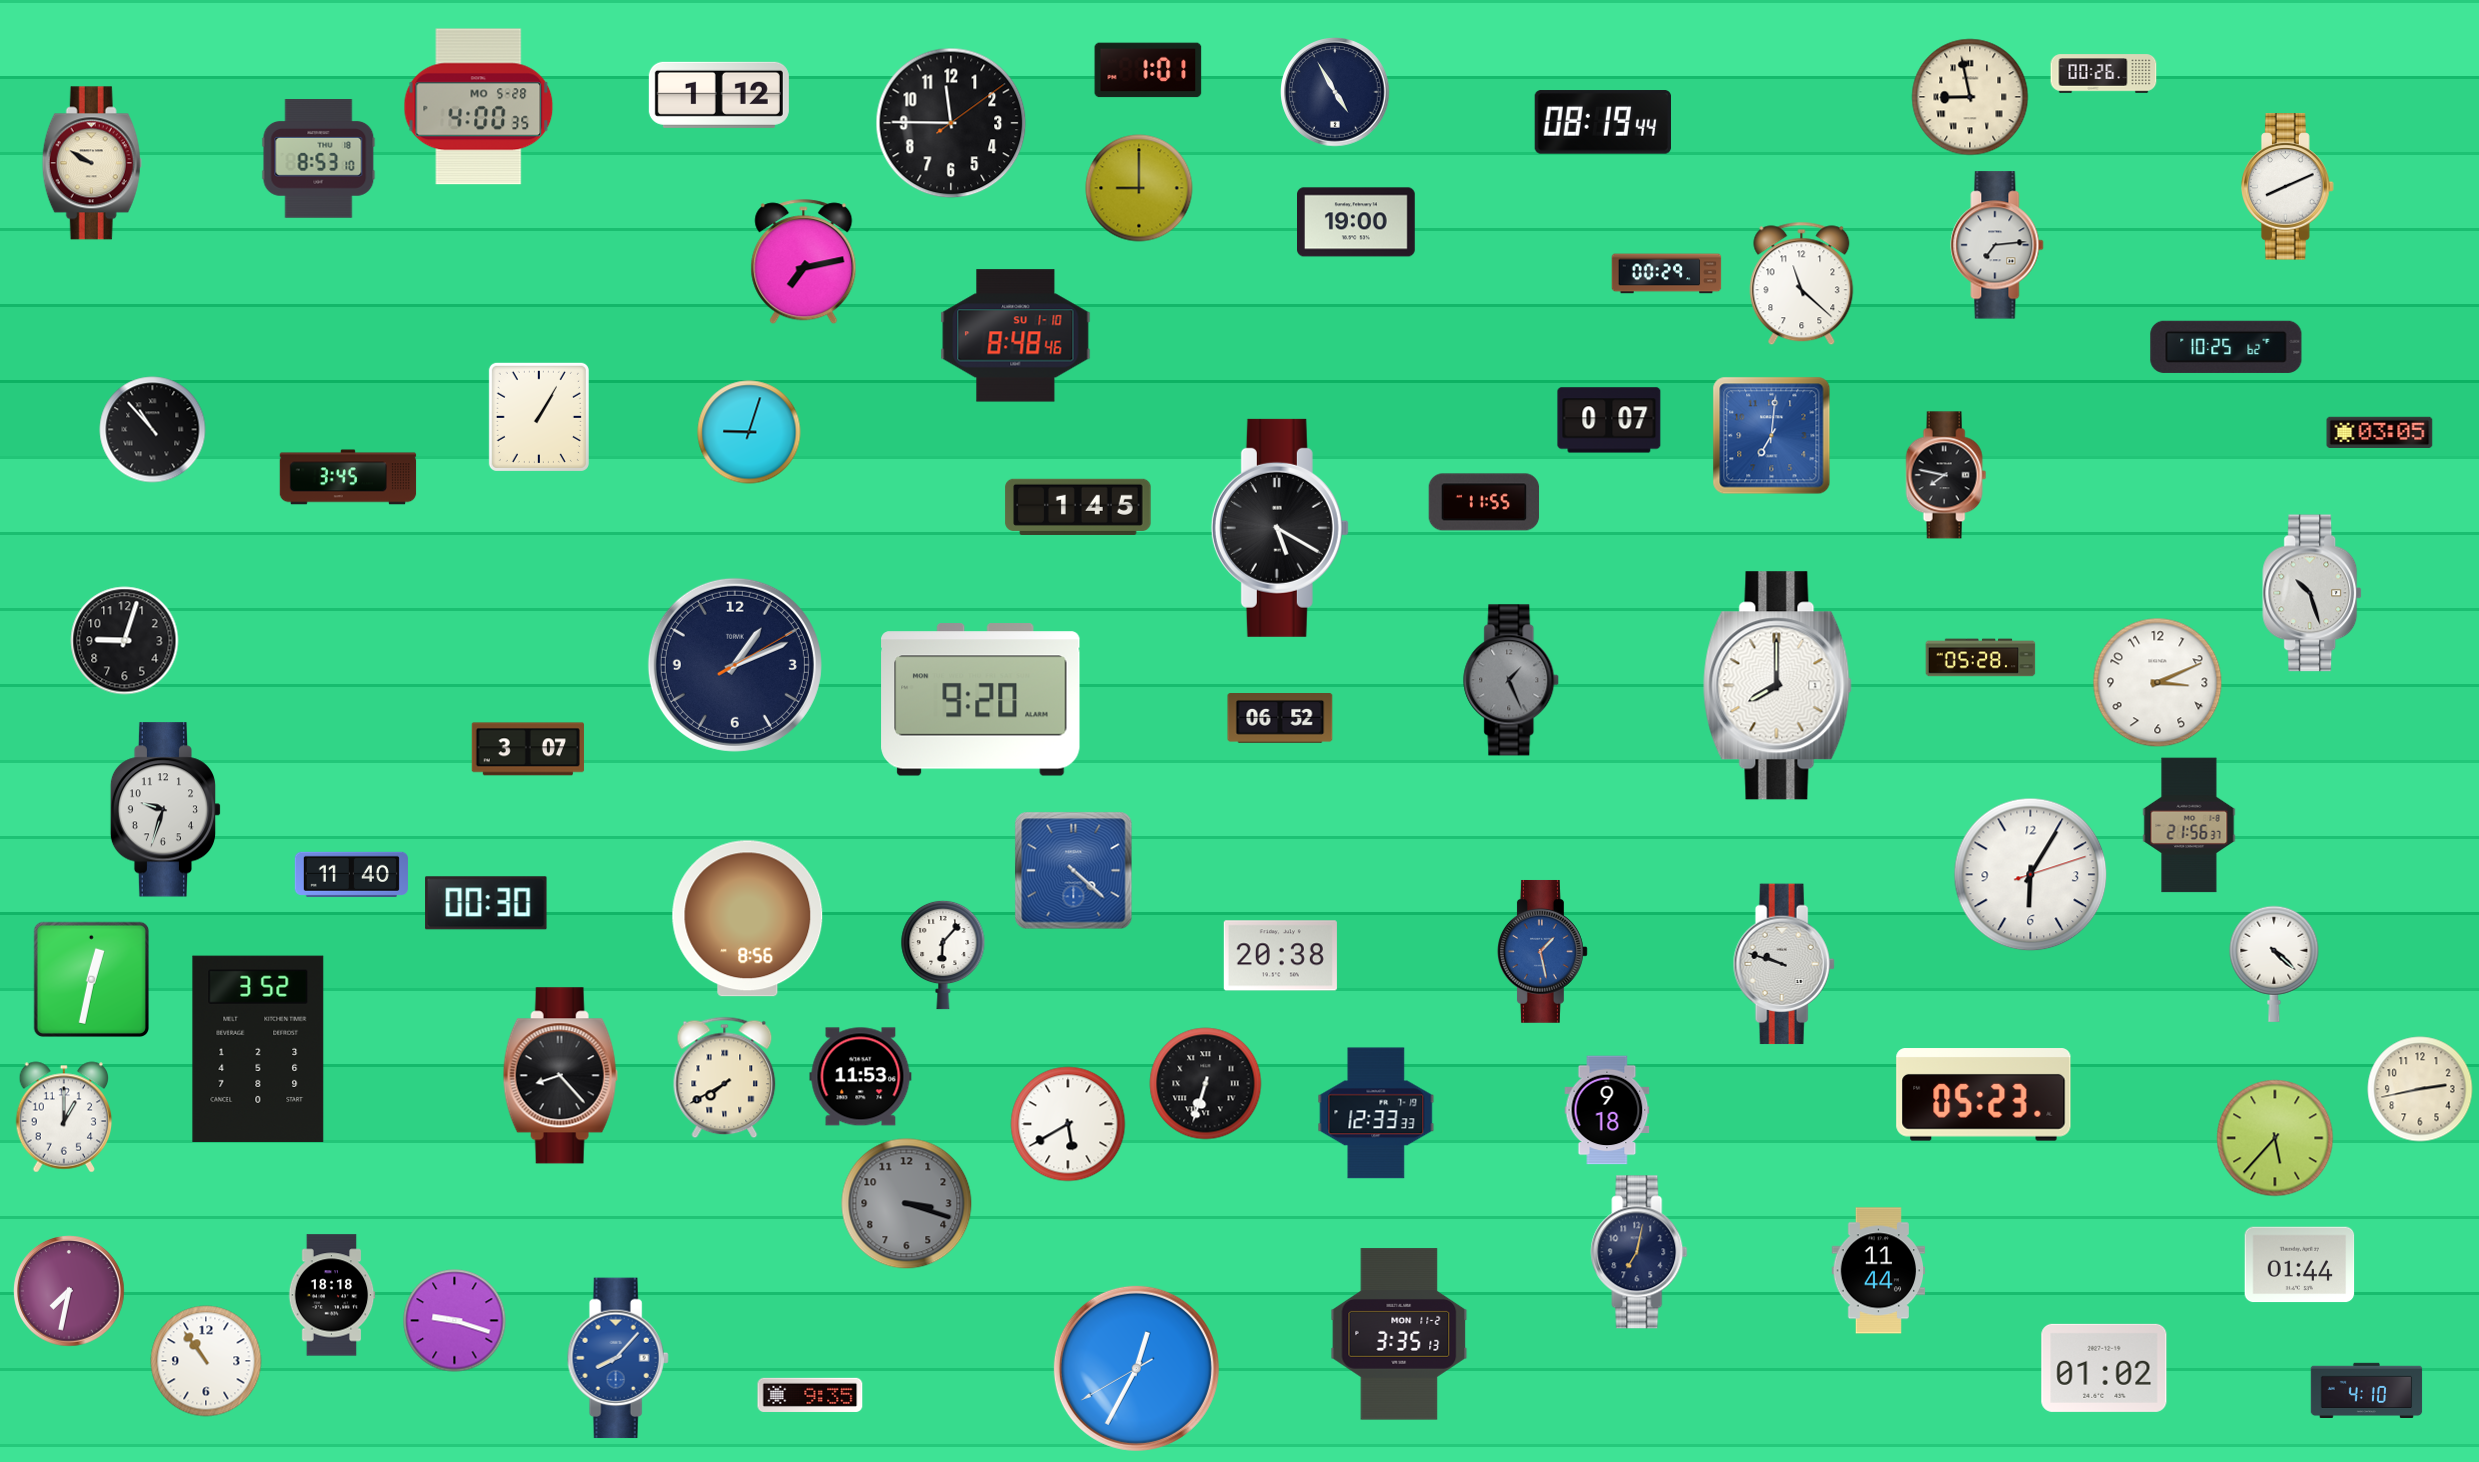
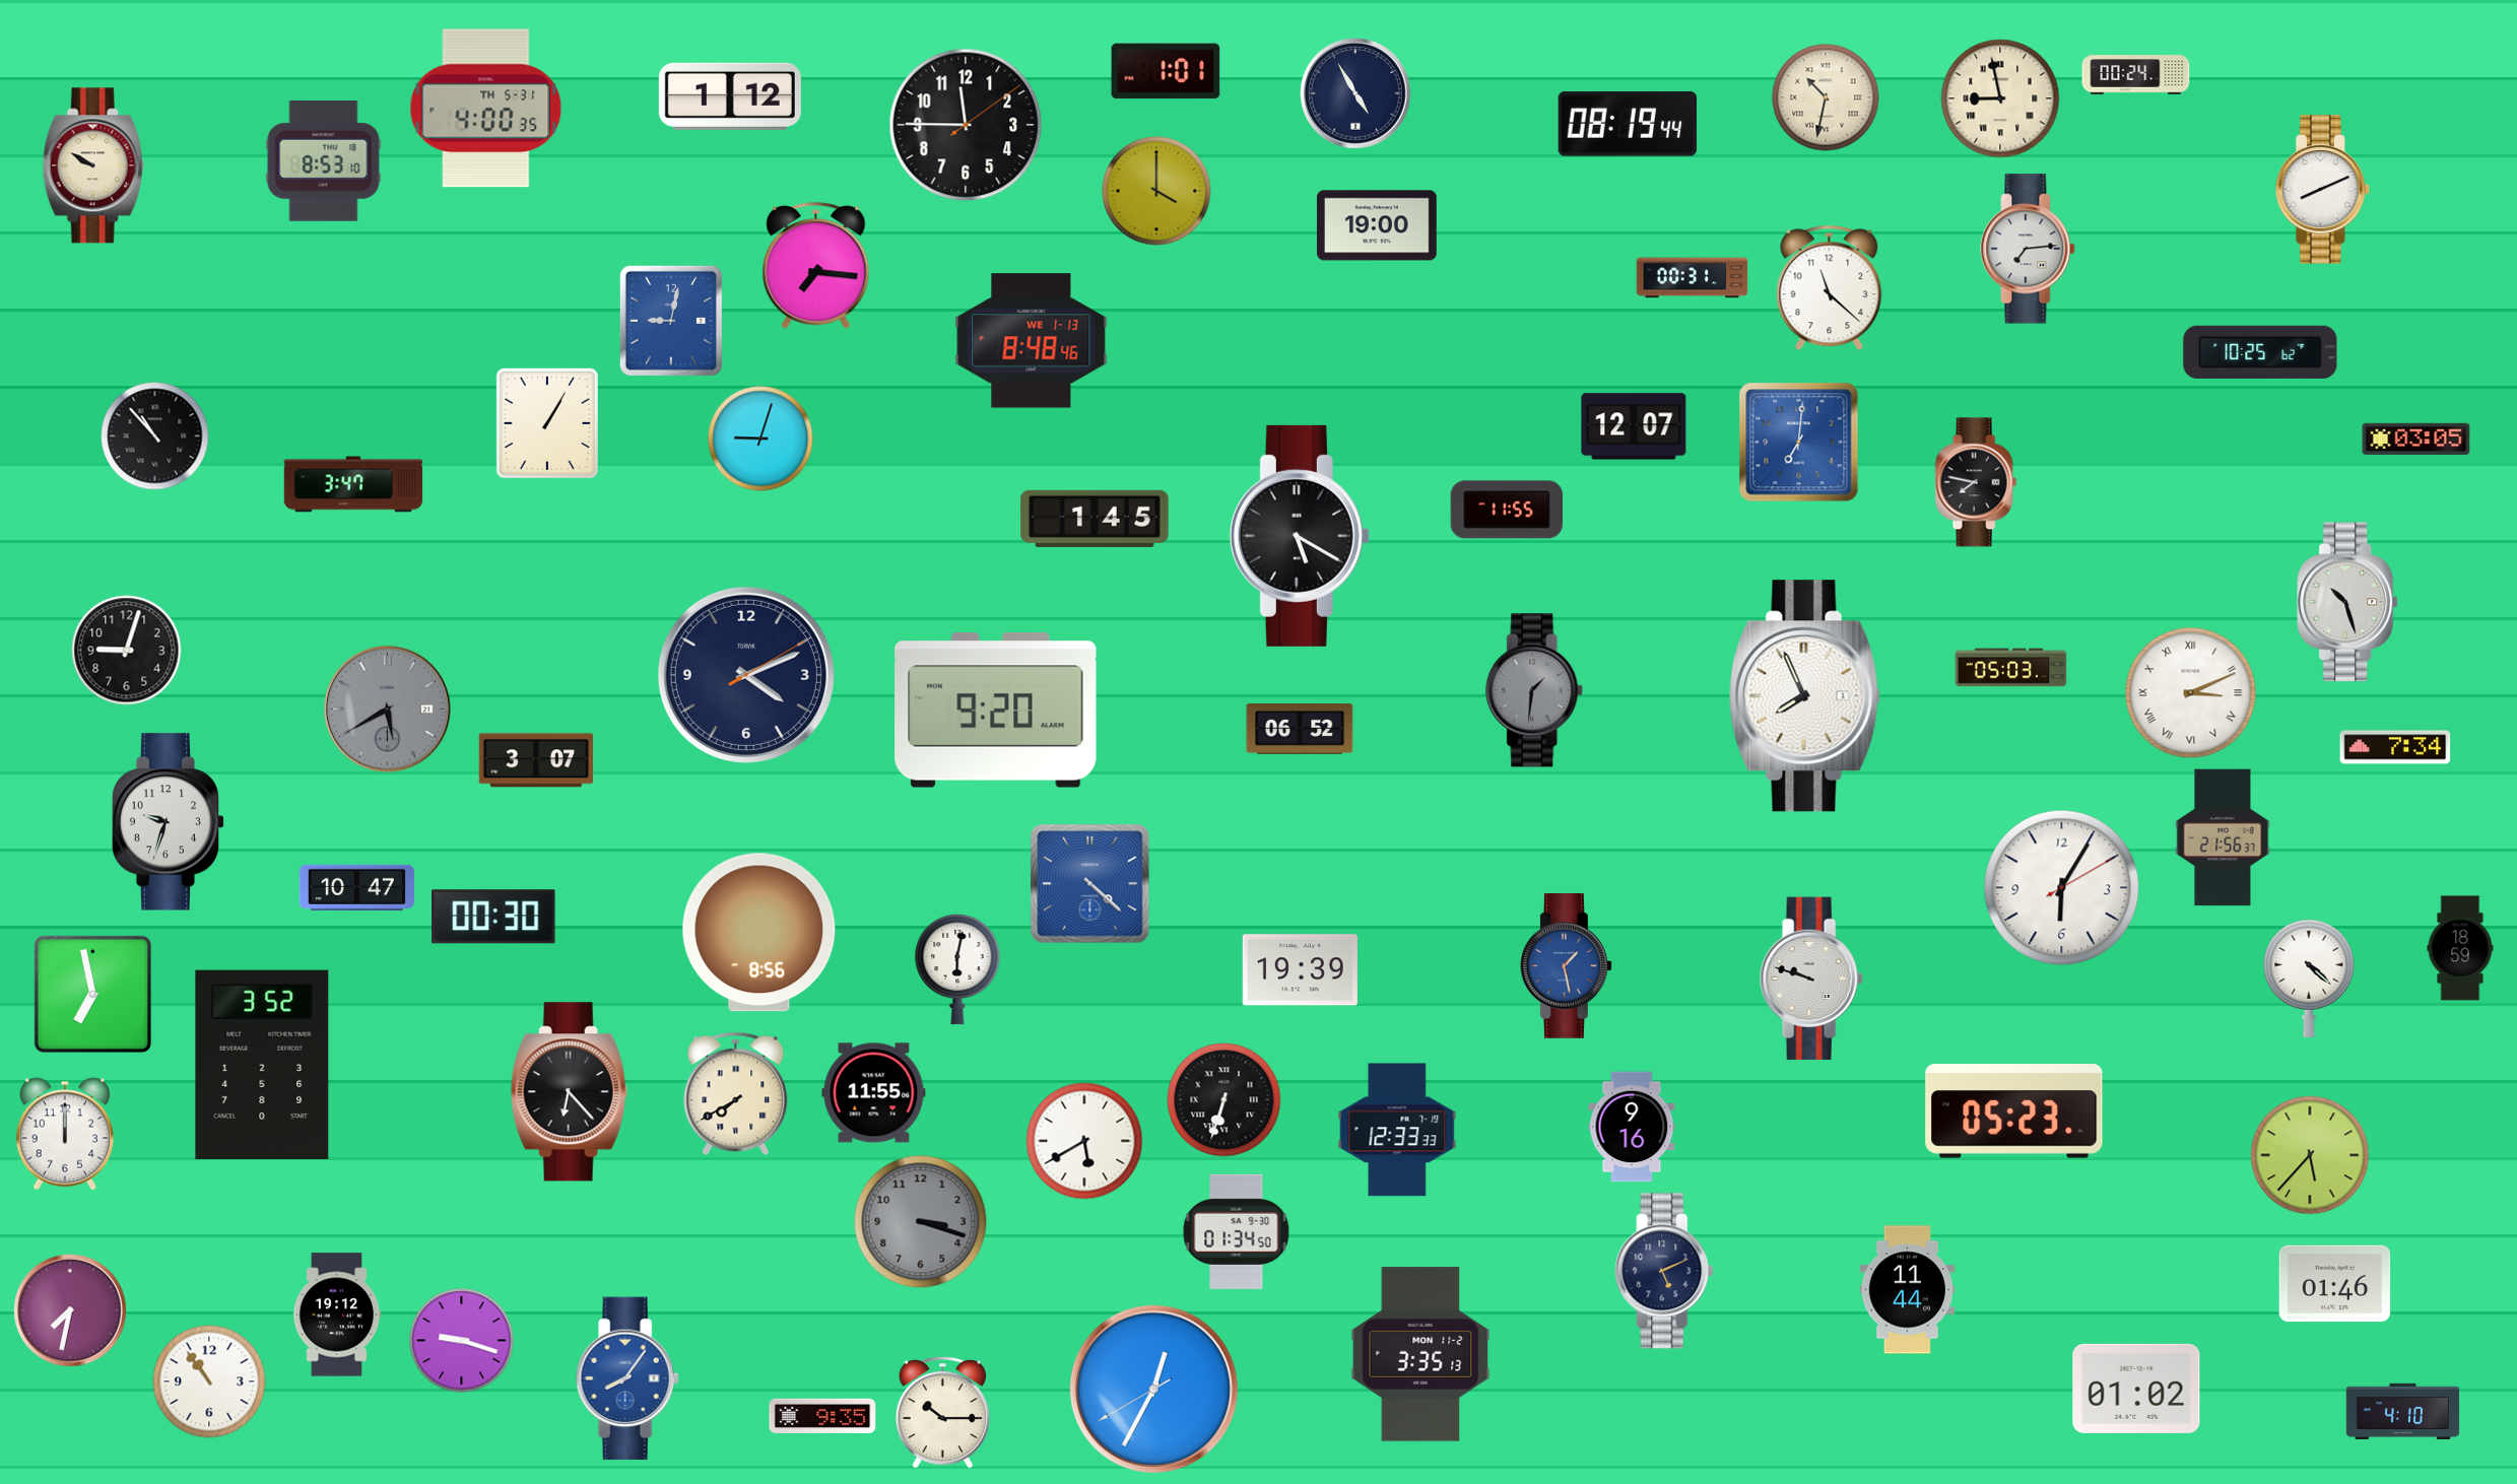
clock at (2104, 74): 00:26 -> 00:24
clock at (1826, 97): none -> 10:32
clock at (479, 107) date: MO 5-28 -> TH 5-31
clock at (1139, 188): 9:00 -> 4:00
clock at (804, 262): 7:13 -> 7:16
clock at (1667, 274): 00:29 -> 00:31
clock at (671, 321): none -> 9:02
clock at (1016, 336) date: SU 1-10 -> WE 1-13
clock at (1609, 420): 0:07 -> 12:07
clock at (348, 477): 3:45 -> 3:47
clock at (1078, 507) position: (1078, 507) -> (1095, 519)
clock at (1981, 658): 05:28 -> 05:03
clock at (735, 665): 1:11 -> 4:11
clock at (1512, 680): 1:26 -> 1:31
clock at (2158, 683) numerals: Arabic -> Roman
clock at (1777, 686): 8:00 -> 7:56
clock at (387, 709): none -> 5:40
clock at (2395, 747): none -> 7:34
clock at (351, 874): 11:40 -> 10:47
clock at (2031, 875): 6:05:12 -> 6:05:10
clock at (2460, 948): none -> 18:59
clock at (943, 955): 6:07 -> 6:02
clock at (1280, 956): 20:38 -> 19:39
clock at (91, 979): 12:32 -> 6:58
clock at (560, 1076): 8:23 -> 6:23
clock at (861, 1077): 11:53 -> 11:55
clock at (2420, 1089): 2:43 -> none
clock at (1607, 1110): 9:18 -> 9:16
clock at (64, 1117): 1:00 -> 12:00
clock at (1237, 1231): none -> 01:34
clock at (1639, 1252): 7:02 -> 5:11
clock at (2300, 1265): 01:44 -> 01:46
clock at (332, 1295): 18:18 -> 19:12
clock at (618, 1358): 8:07 -> 8:06
clock at (942, 1413): none -> 10:15
